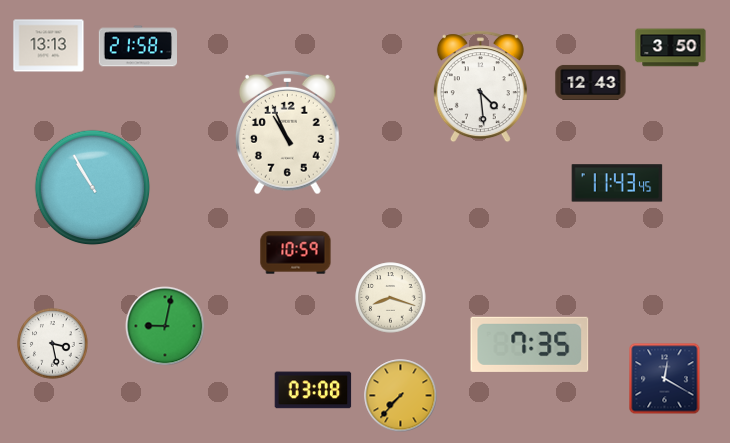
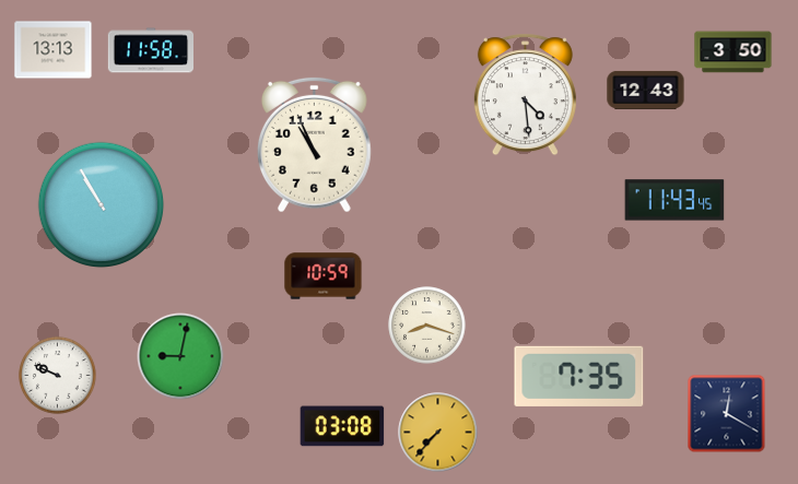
clock at (137, 46): 21:58 -> 11:58
clock at (53, 344): 3:28 -> 9:49
